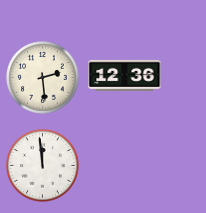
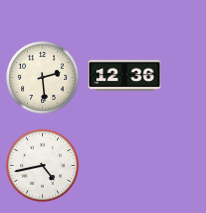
clock at (43, 166): 11:59 -> 4:43
